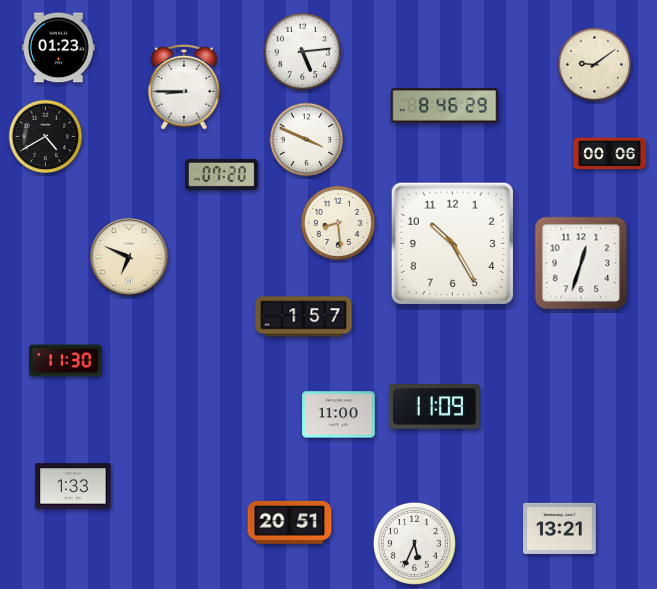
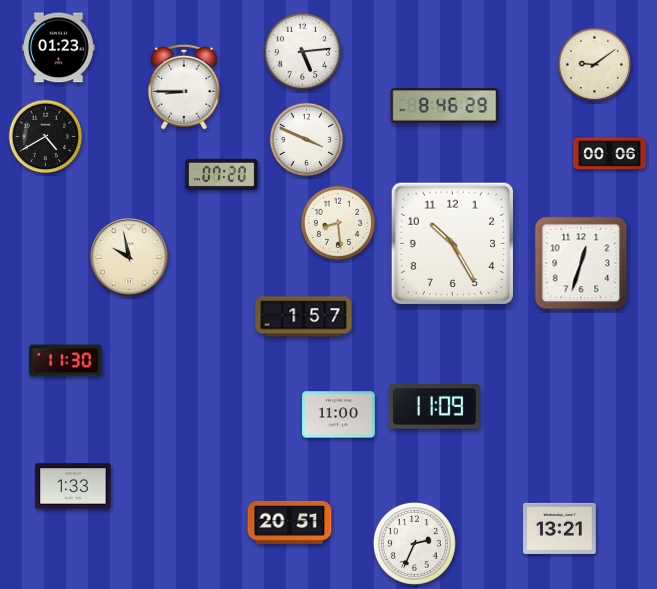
clock at (129, 257): 6:49 -> 9:58
clock at (414, 543): 5:34 -> 2:34
